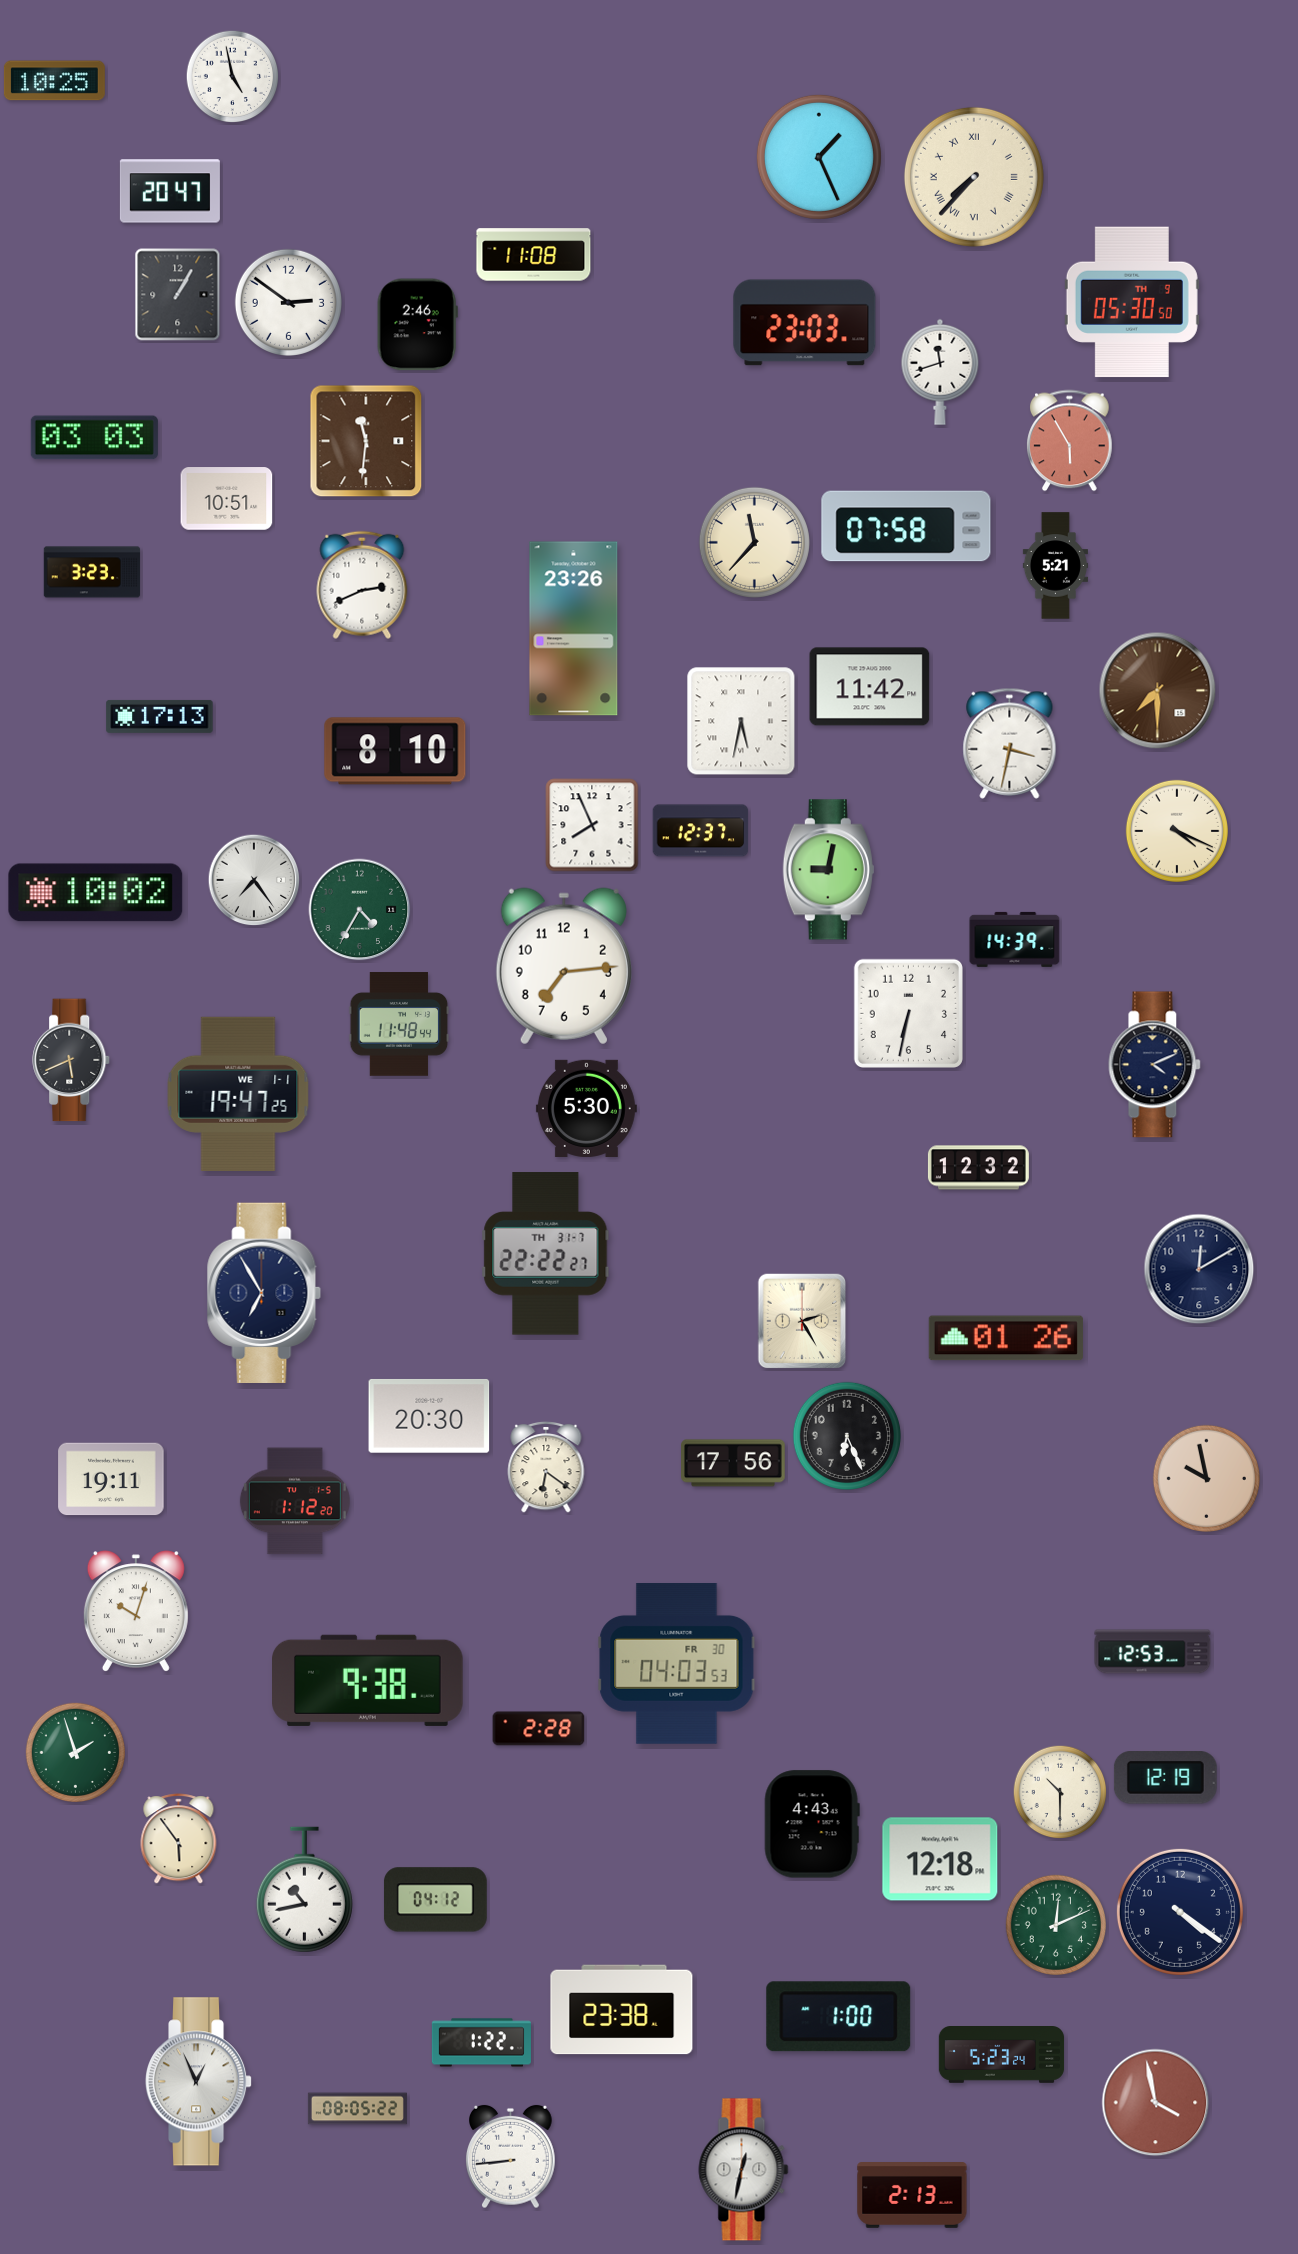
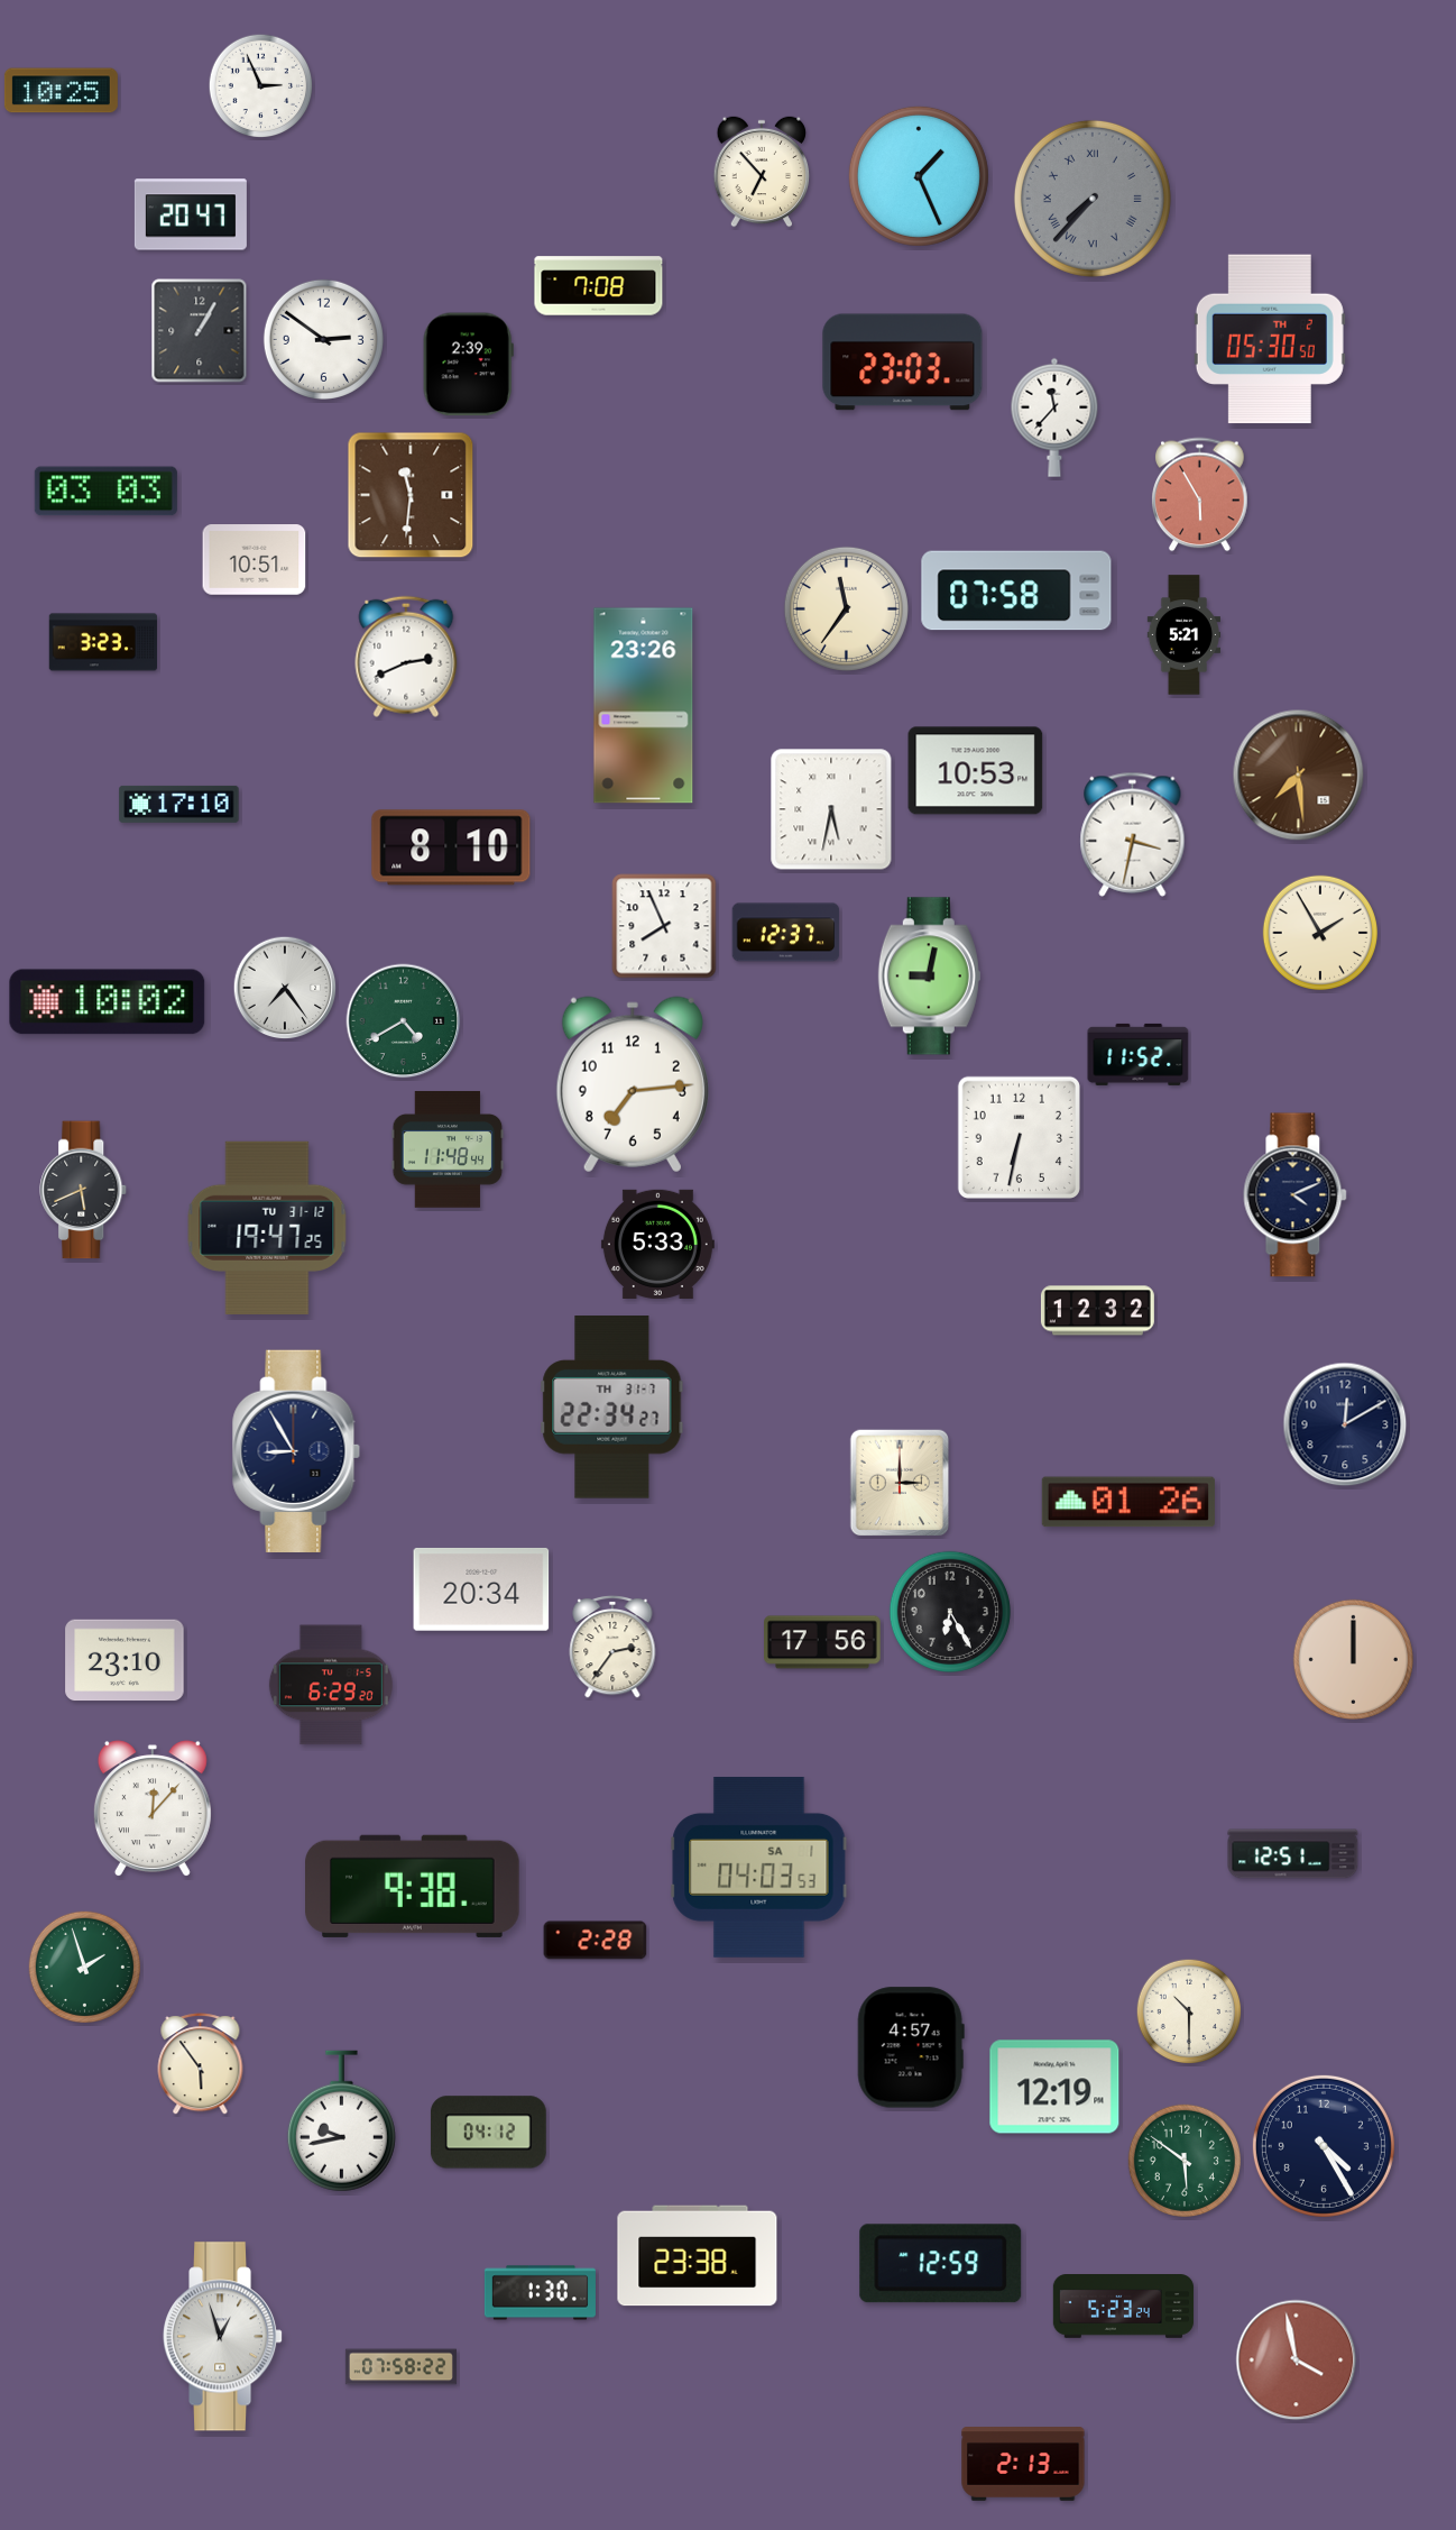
clock at (233, 77): 4:58 -> 2:56
clock at (762, 172): none -> 6:53
clock at (974, 177) dial: cream -> grey
clock at (534, 255): 11:08 -> 7:08
clock at (1132, 302) date: TH 9 -> TH 2
clock at (417, 325): 2:46 -> 2:39
clock at (940, 372): 11:42 -> 11:37
clock at (754, 542): 11:37 -> 11:36
clock at (870, 687): 11:42 -> 10:53
clock at (1158, 691): 7:30 -> 7:29
clock at (160, 716): 17:13 -> 17:10
clock at (395, 751) position: (395, 751) -> (451, 847)
clock at (1176, 830): 4:19 -> 1:55
clock at (360, 910): 4:35 -> 4:40
clock at (1015, 939): 14:39 -> 11:52
clock at (72, 1060) position: (72, 1060) -> (84, 1190)
clock at (238, 1094) date: WE 1-1 -> TU 31-12
clock at (586, 1108): 5:30 -> 5:33
clock at (546, 1254): 22:22 -> 22:34
clock at (264, 1292): 6:55 -> 8:55
clock at (802, 1321): 2:25 -> 3:00
clock at (429, 1416): 20:30 -> 20:34
clock at (847, 1436): 6:26 -> 6:25
clock at (546, 1467): 6:21 -> 2:36
clock at (1206, 1478): 9:58 -> 12:00
clock at (111, 1479): 19:11 -> 23:10
clock at (295, 1501): 1:12 -> 6:29
clock at (136, 1611): 10:03 -> 12:07
clock at (1153, 1652): 12:53 -> 12:51
clock at (677, 1664) date: FR 30 -> SA 1
clock at (539, 1729) position: (539, 1729) -> (596, 1941)
clock at (1165, 1778): 12:19 -> none
clock at (812, 1824): 4:43 -> 4:57
clock at (940, 1859): 12:18 -> 12:19
clock at (304, 1890): 10:43 -> 9:43
clock at (1180, 1912): 4:21 -> 4:25
clock at (1055, 1924): 12:11 -> 5:51
clock at (839, 2017): 1:00 -> 12:59
clock at (481, 2043): 1:22 -> 1:30
clock at (199, 2082): 12:56 -> 12:57
clock at (357, 2109): 08:05 -> 07:58
clock at (511, 2157): 8:44 -> none
clock at (744, 2170): 12:32 -> none
